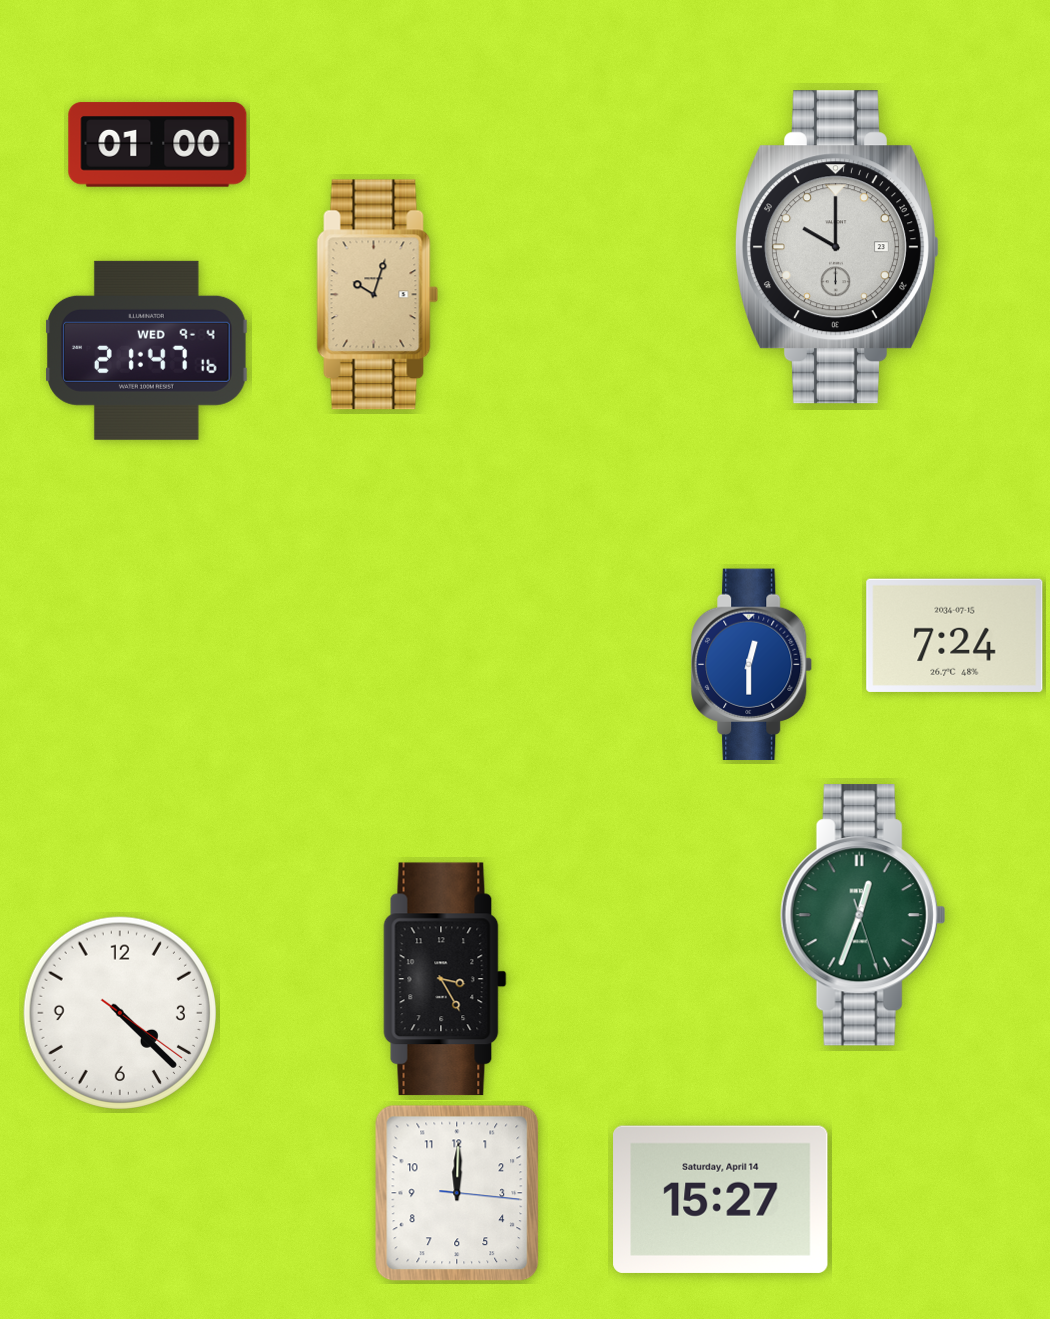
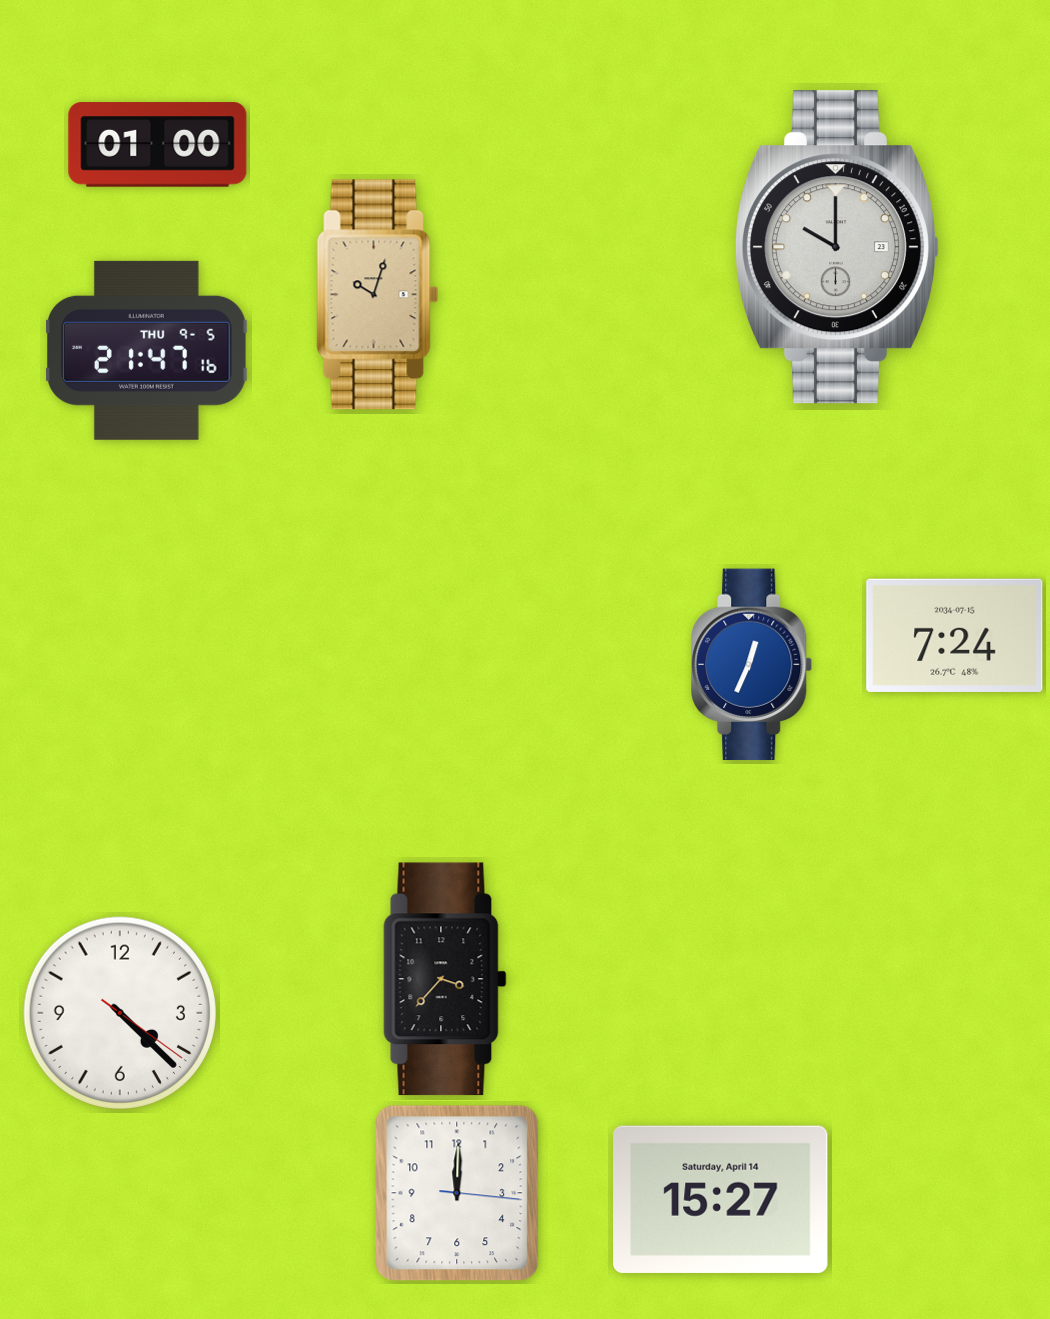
clock at (147, 350) date: WED 9-4 -> THU 9-5
clock at (752, 665): 12:30 -> 12:34
clock at (863, 915): 12:33 -> none
clock at (445, 979): 3:25 -> 3:37
